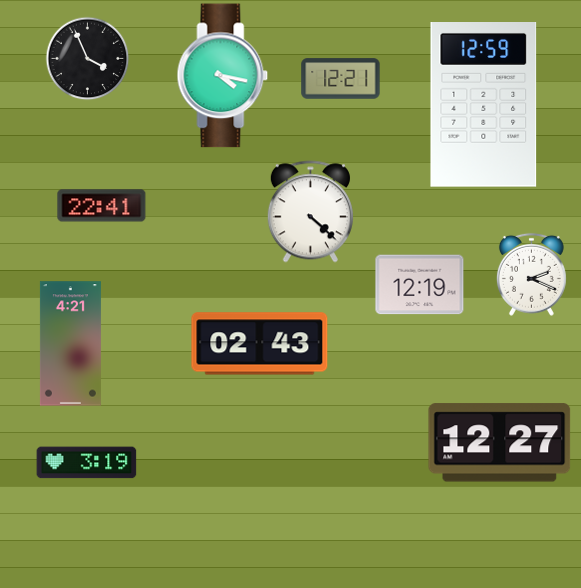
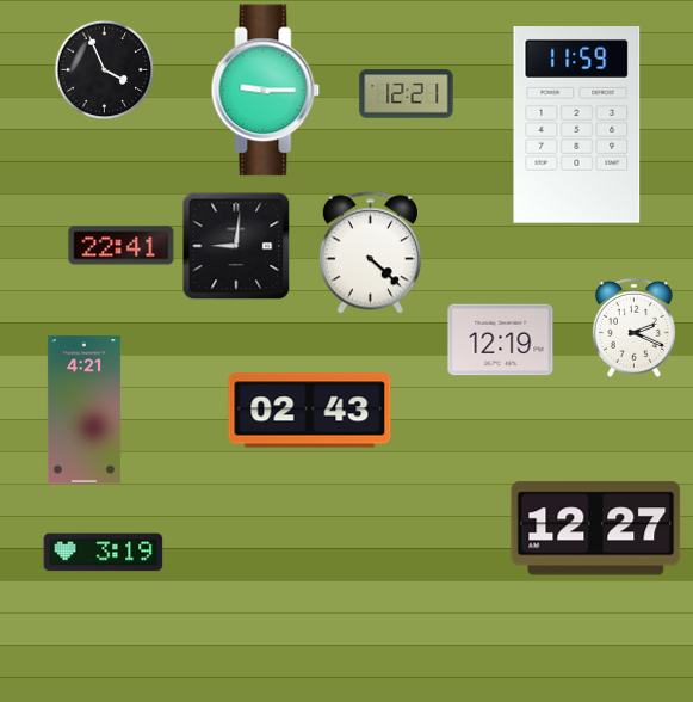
clock at (223, 76): 4:17 -> 9:15
clock at (484, 105): 12:59 -> 11:59
clock at (236, 246): none -> 9:01
